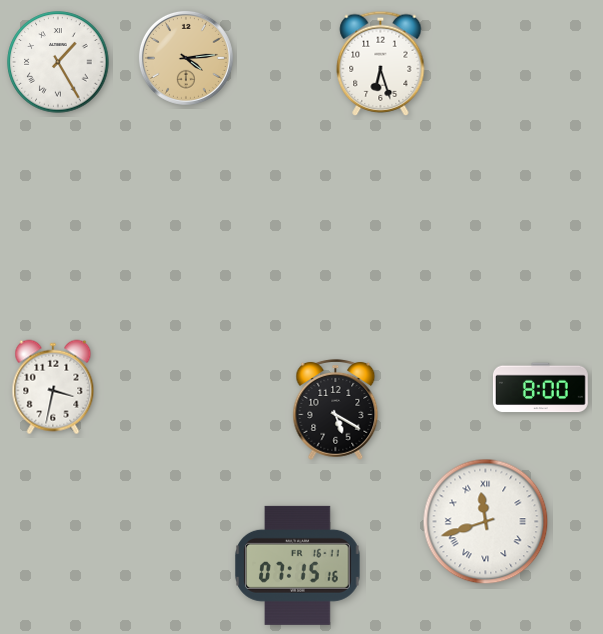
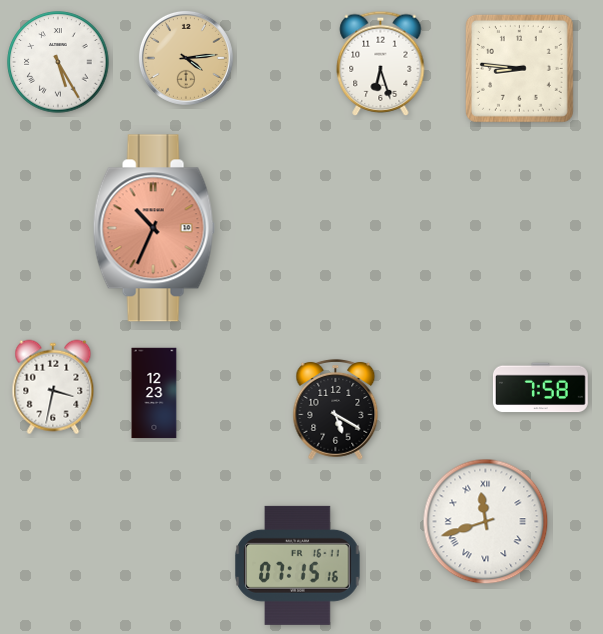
clock at (58, 62): 1:25 -> 5:25
clock at (519, 68): none -> 8:46
clock at (154, 228): none -> 10:34
clock at (540, 388): 8:00 -> 7:58
clock at (154, 393): none -> 12:23
